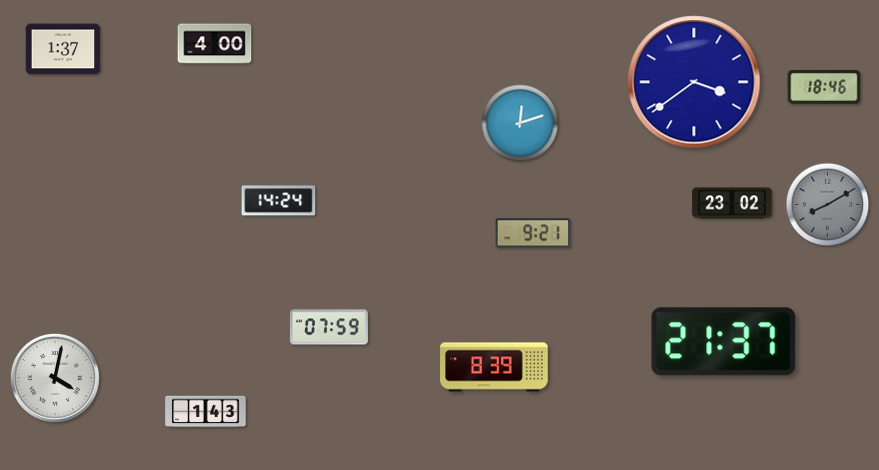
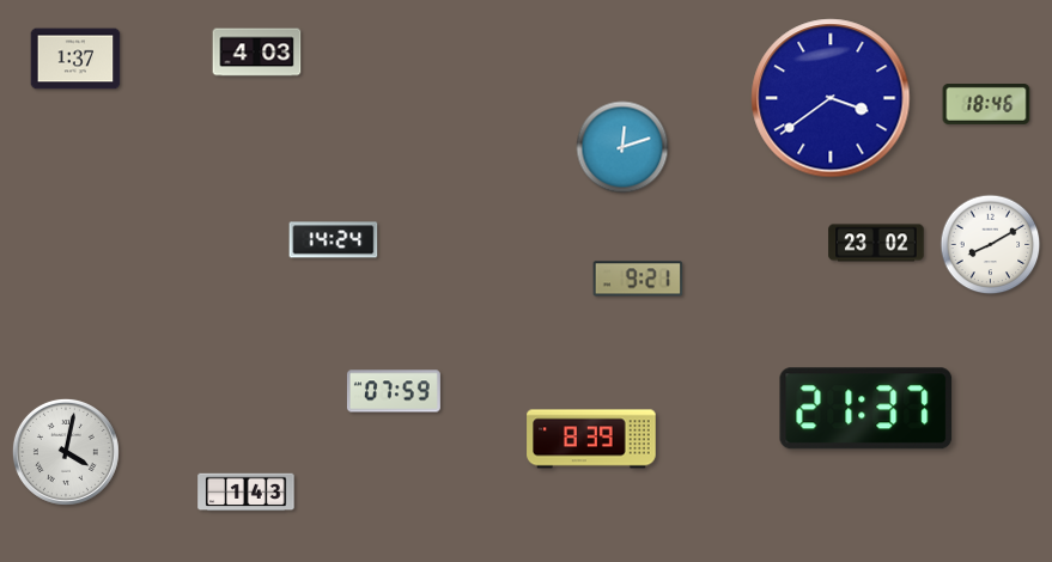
clock at (215, 44): 4:00 -> 4:03
clock at (828, 205) dial: grey -> white
